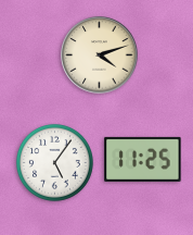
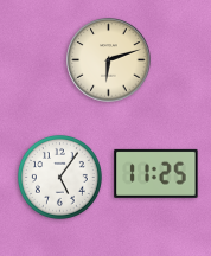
clock at (100, 55): 4:12 -> 6:12
